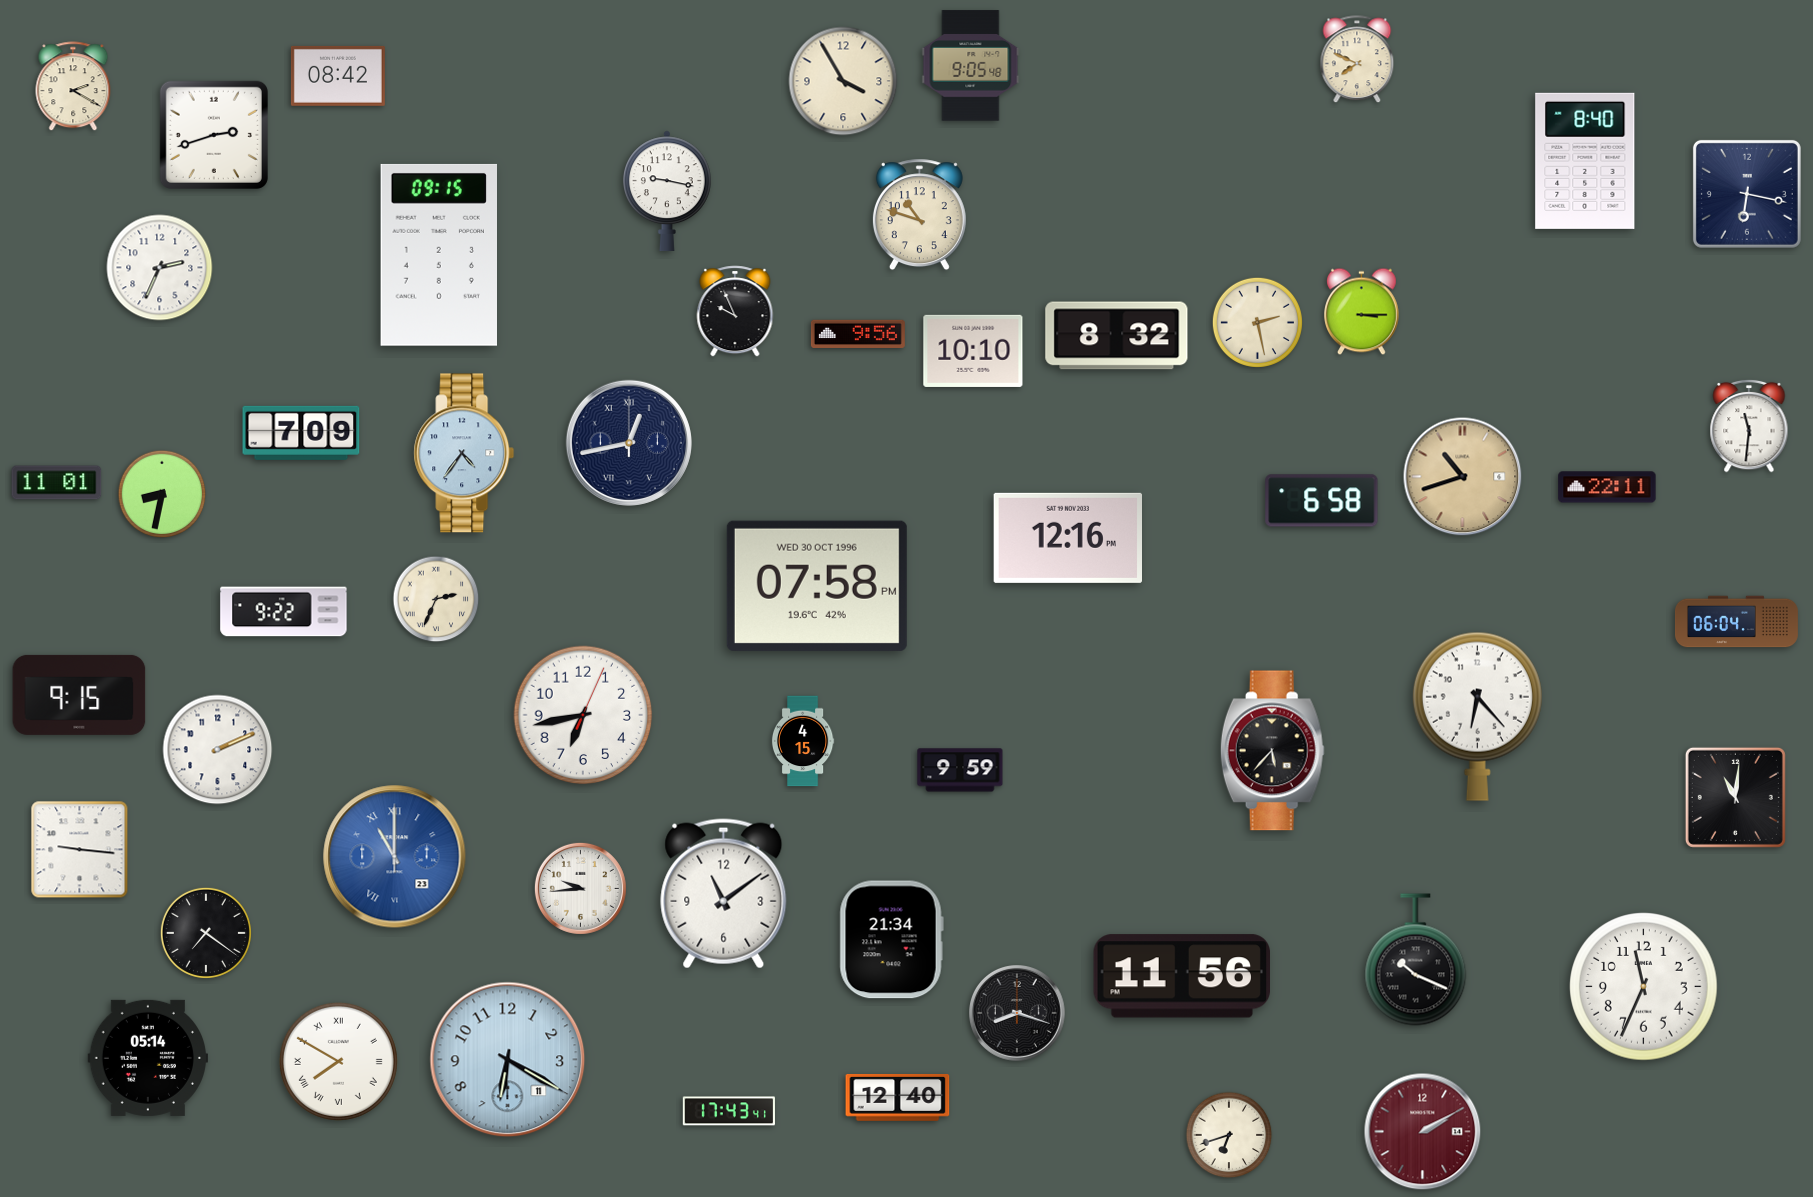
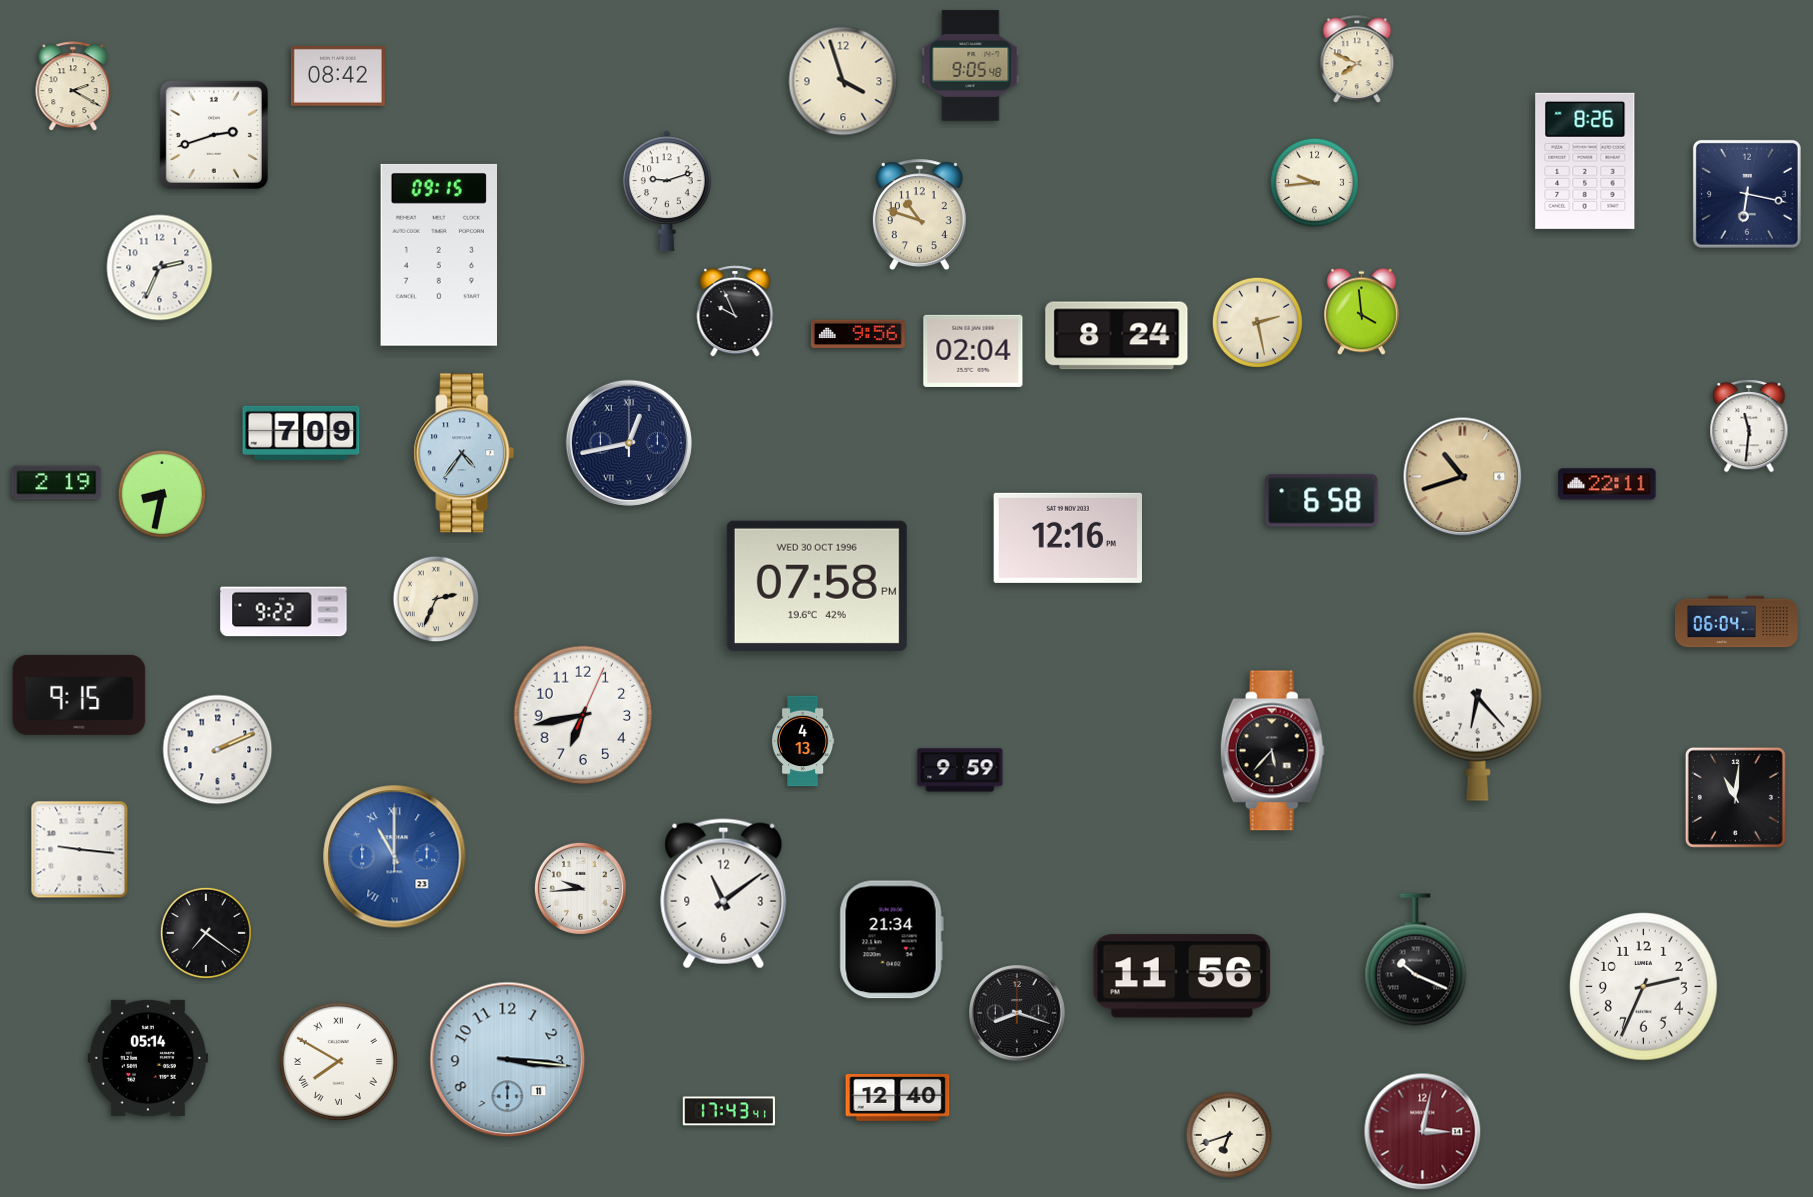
clock at (843, 81): 3:55 -> 3:57
clock at (1585, 161): 8:40 -> 8:26
clock at (1315, 183): none -> 9:44
clock at (668, 190): 9:17 -> 9:12
clock at (1362, 312): 3:15 -> 3:59
clock at (1117, 336): 8:32 -> 8:24
clock at (973, 351): 10:10 -> 02:04
clock at (57, 483): 11:01 -> 2:19
clock at (1607, 487) position: (1607, 487) -> (1607, 484)
clock at (803, 741): 4:15 -> 4:13
clock at (1644, 987): 11:34 -> 2:34
clock at (508, 1060): 6:20 -> 3:16
clock at (1423, 1132): 2:10 -> 3:02
